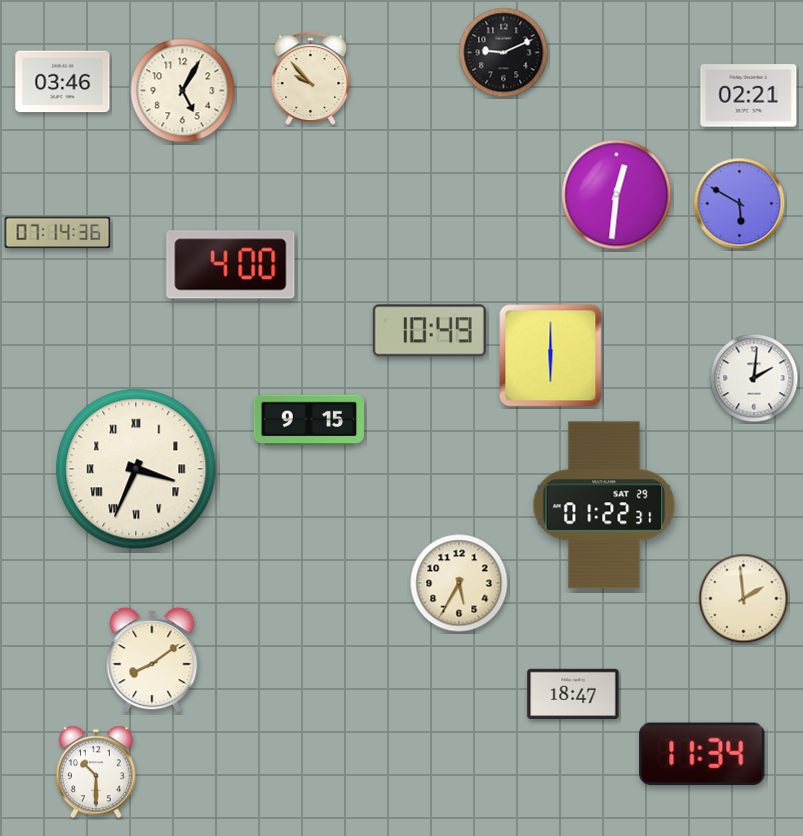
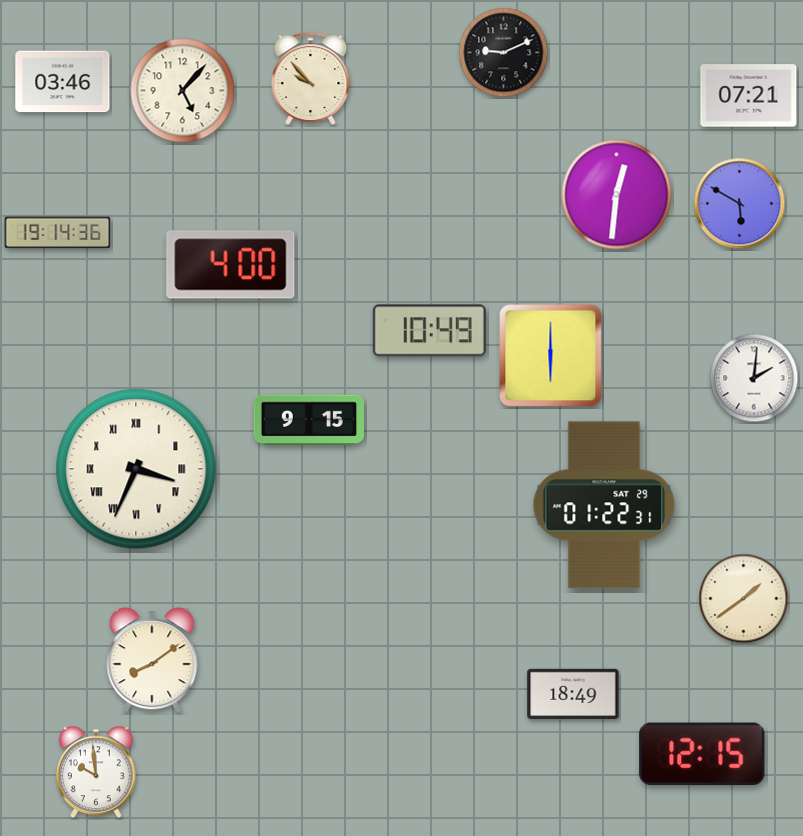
clock at (183, 91): 5:05 -> 5:07
clock at (749, 96): 02:21 -> 07:21
clock at (58, 233): 07:14 -> 19:14
clock at (459, 583): 5:35 -> none
clock at (744, 599): 1:59 -> 1:39
clock at (573, 693): 18:47 -> 18:49
clock at (702, 754): 11:34 -> 12:15
clock at (97, 772): 10:30 -> 9:59
